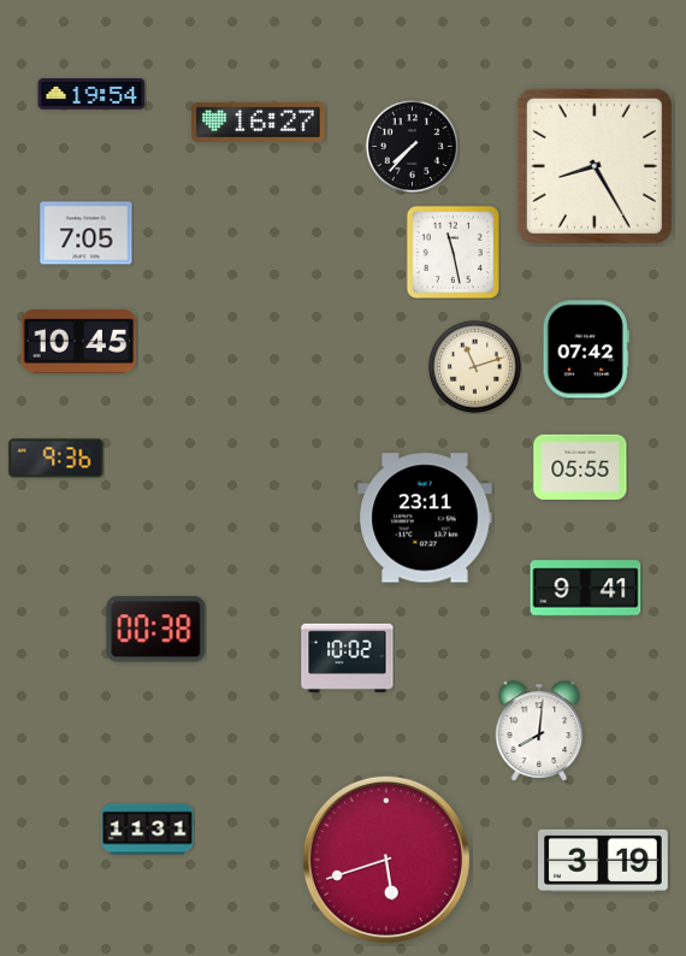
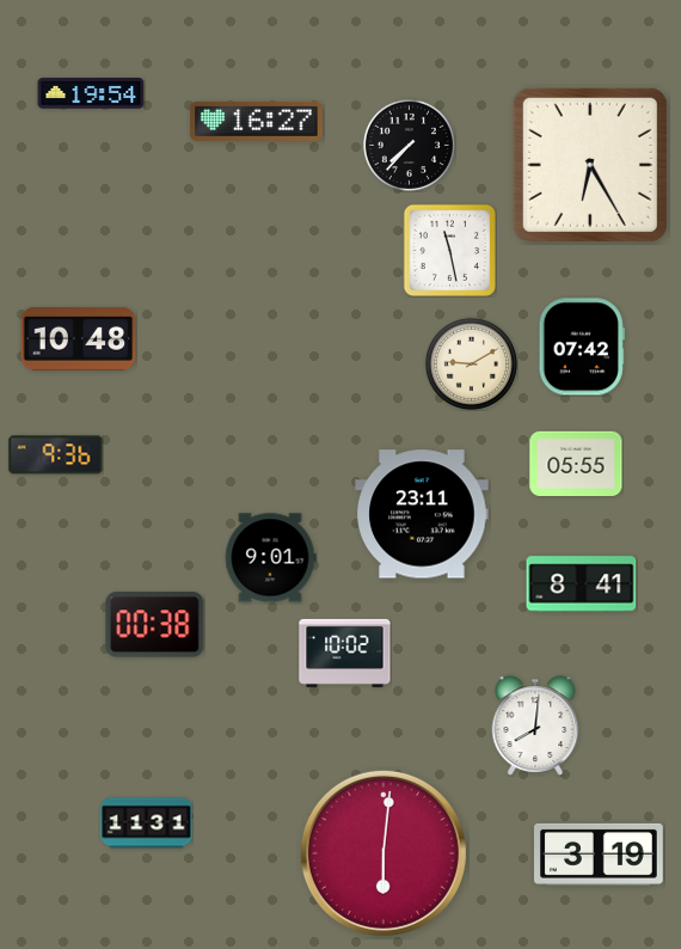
clock at (595, 166): 8:25 -> 6:25
clock at (87, 234): 7:05 -> none
clock at (79, 342): 10:45 -> 10:48
clock at (474, 366): 11:12 -> 9:10
clock at (270, 558): none -> 9:01
clock at (586, 589): 9:41 -> 8:41
clock at (386, 860): 5:42 -> 6:01
